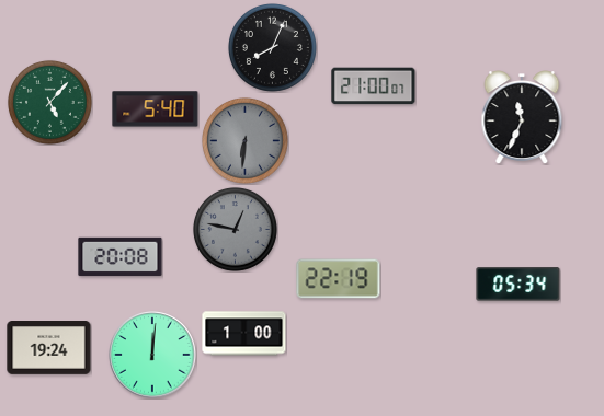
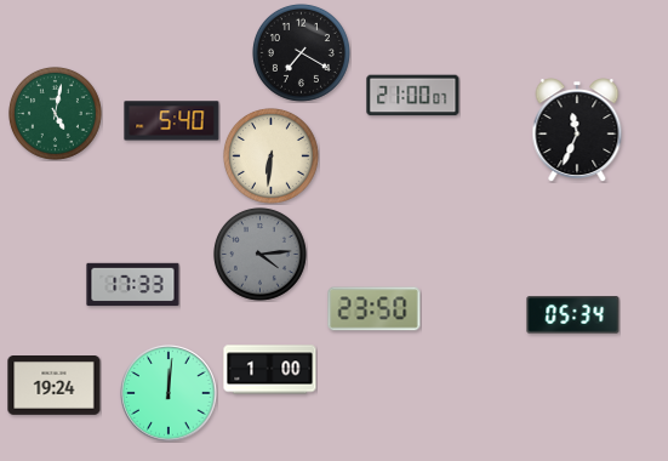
clock at (272, 47): 8:04 -> 7:20
clock at (50, 103): 5:07 -> 5:02
clock at (244, 140) dial: grey -> cream
clock at (236, 230): 12:47 -> 4:14
clock at (121, 257): 20:08 -> 17:33
clock at (339, 279): 22:19 -> 23:50
